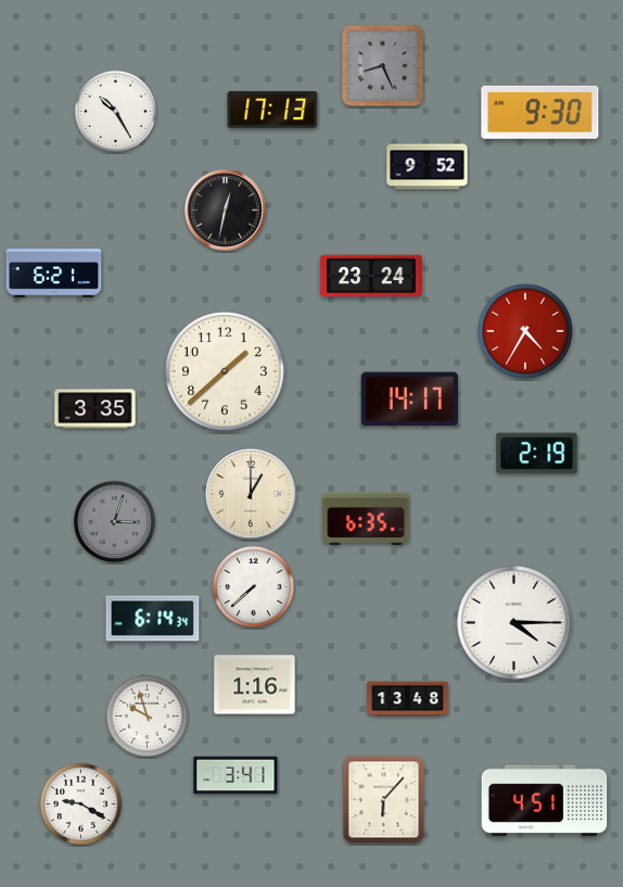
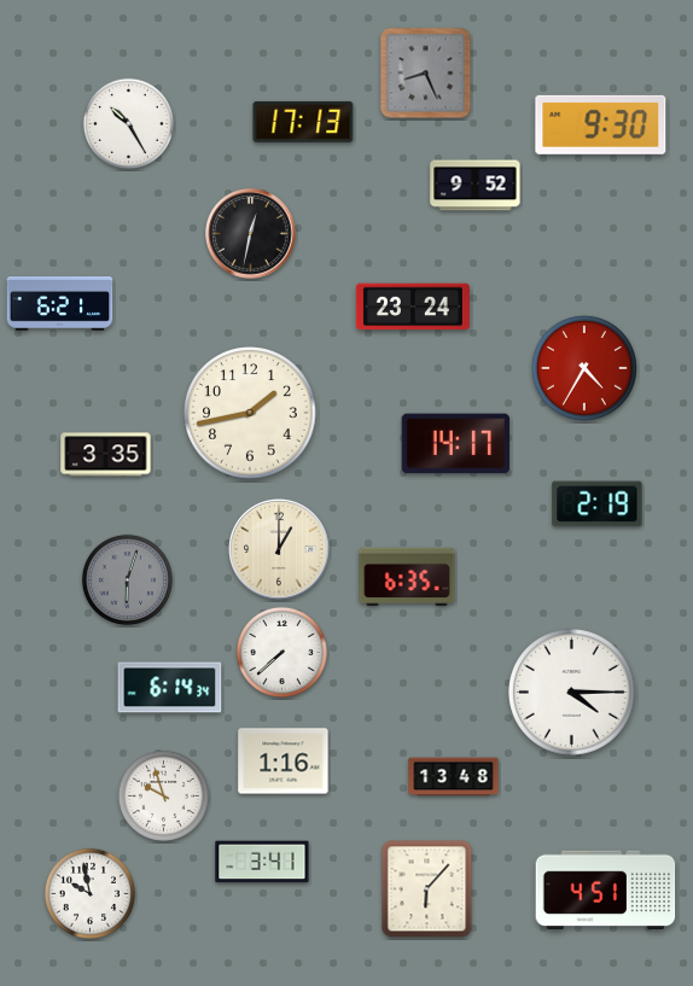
clock at (225, 371): 1:38 -> 1:43
clock at (114, 521): 3:03 -> 6:03
clock at (80, 803): 9:20 -> 9:58
